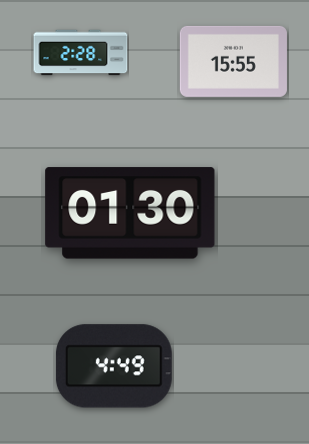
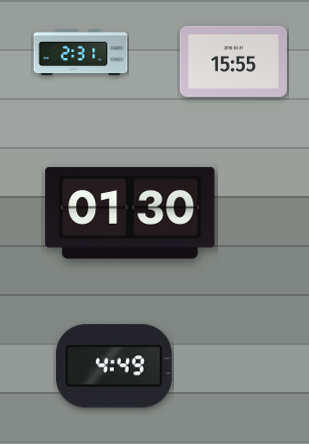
clock at (81, 53): 2:28 -> 2:31
